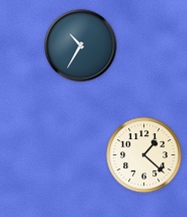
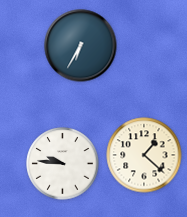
clock at (81, 46): 10:35 -> 6:35
clock at (63, 164): none -> 9:46
